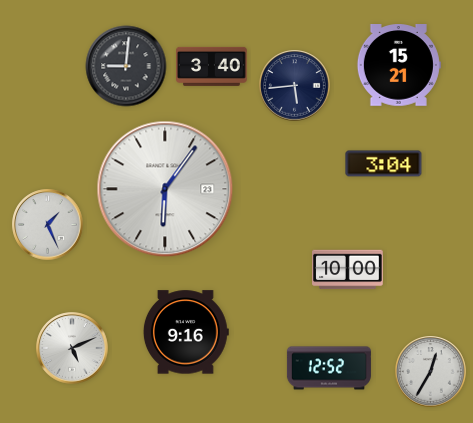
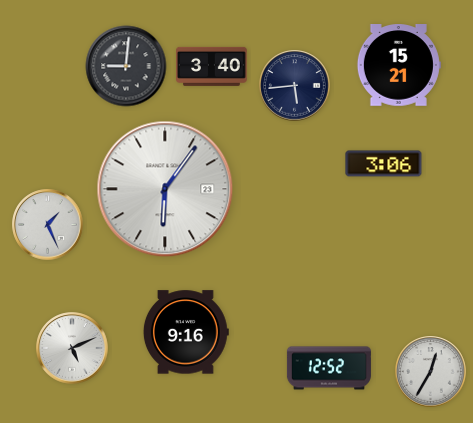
clock at (384, 164): 3:04 -> 3:06
clock at (348, 270): 10:00 -> none
